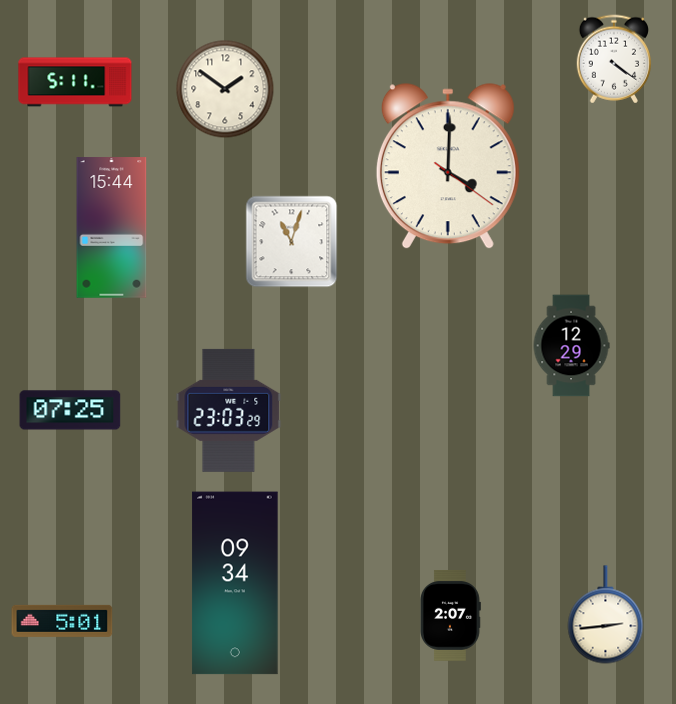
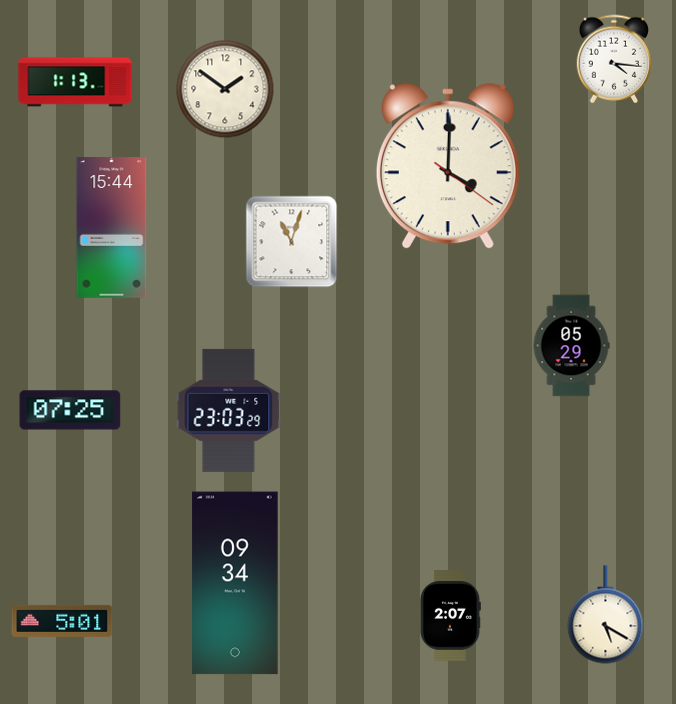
clock at (613, 59): 4:21 -> 4:16
clock at (75, 82): 5:11 -> 1:13
clock at (571, 346): 12:29 -> 05:29
clock at (606, 615): 2:44 -> 5:20
